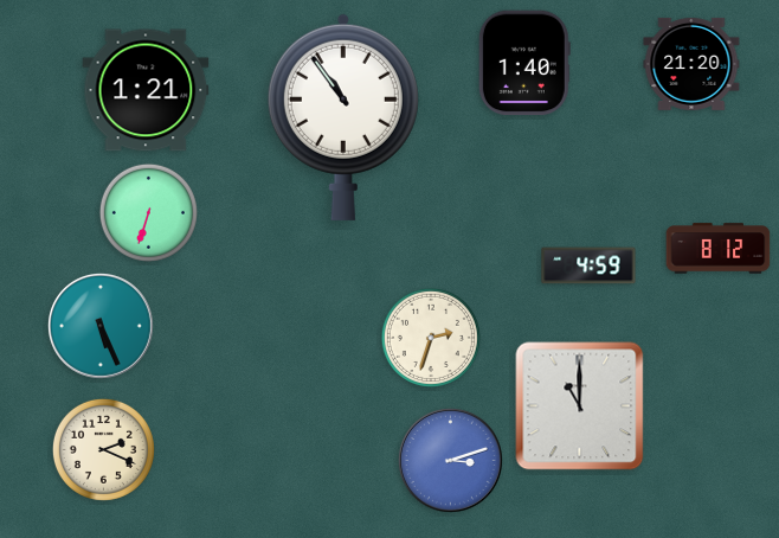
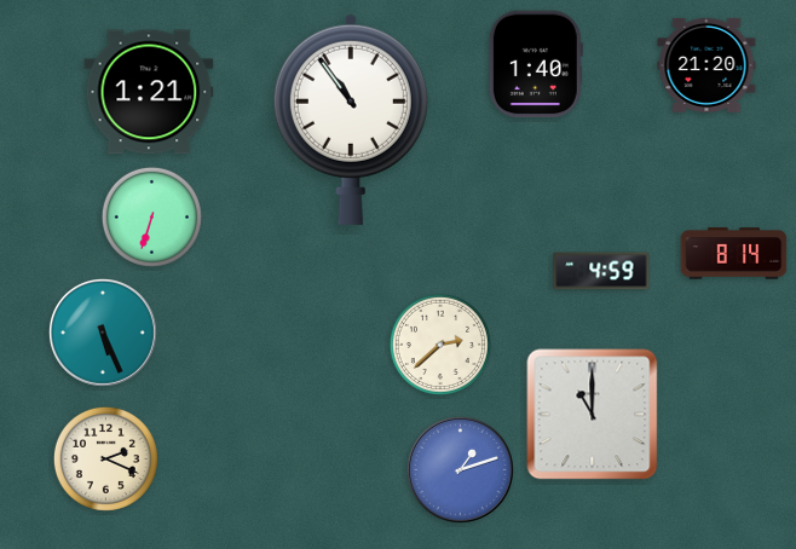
clock at (719, 249): 8:12 -> 8:14
clock at (431, 338): 2:33 -> 2:38
clock at (450, 460): 3:12 -> 1:12
